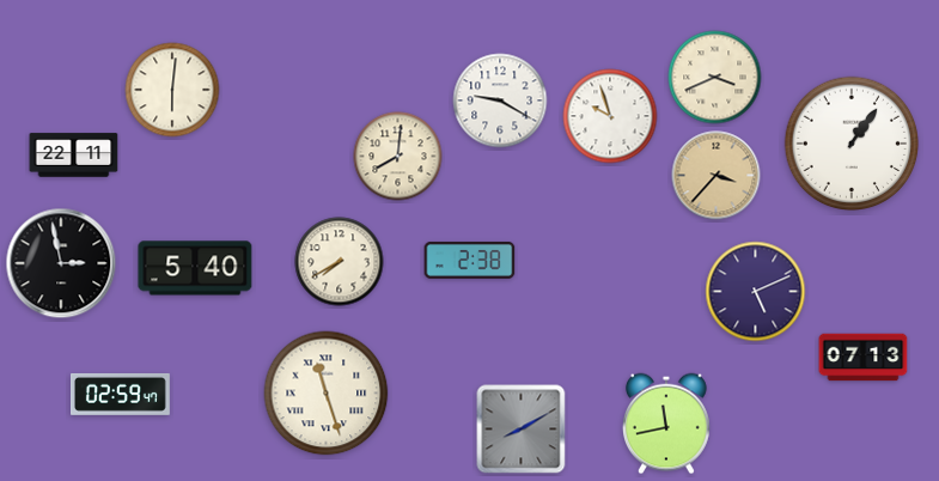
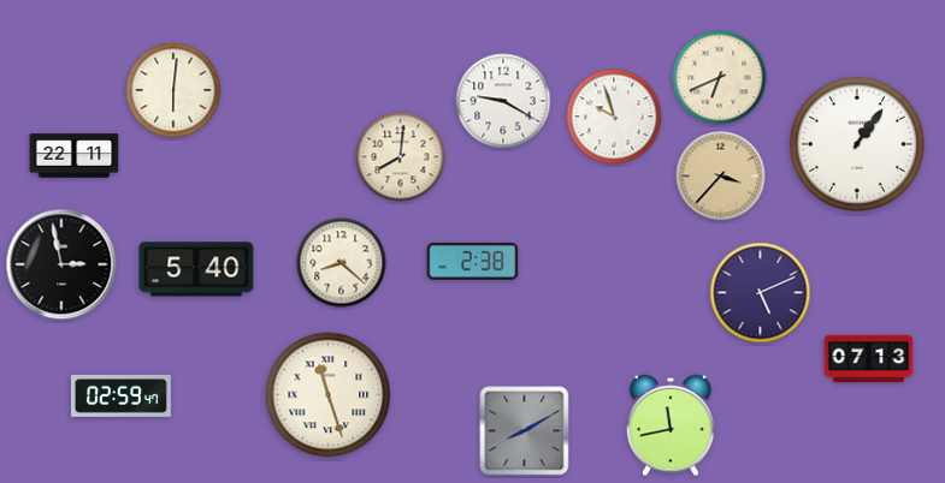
clock at (715, 78): 3:41 -> 6:41
clock at (340, 262): 7:40 -> 8:22
